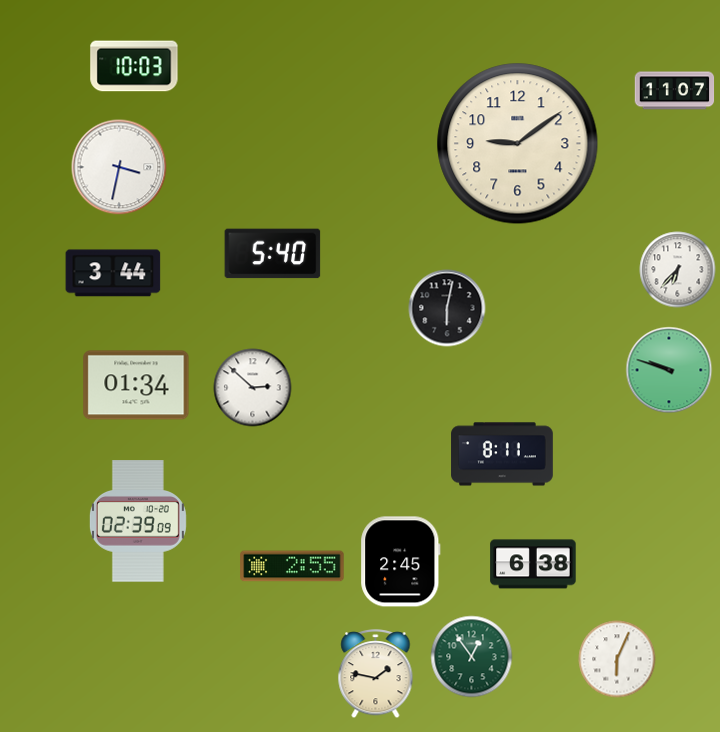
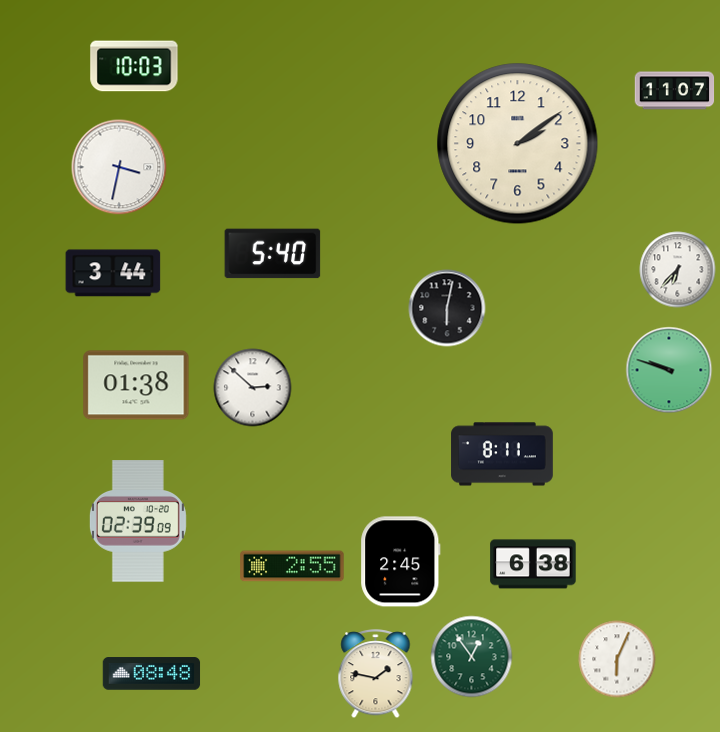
clock at (518, 144): 9:09 -> 2:09
clock at (136, 385): 01:34 -> 01:38
clock at (152, 674): none -> 08:48
